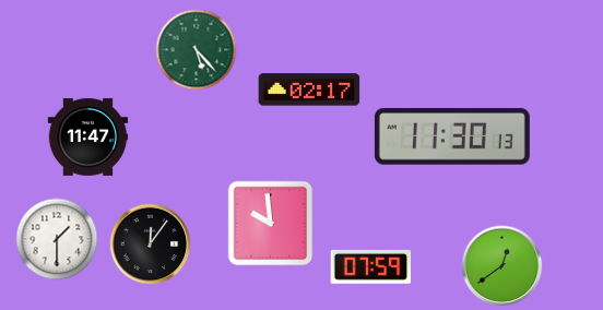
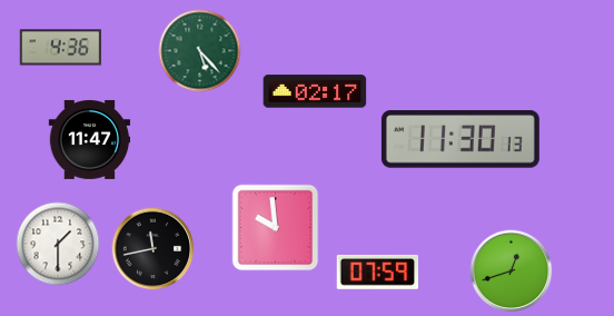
clock at (61, 48): none -> 4:36
clock at (151, 245): 12:06 -> 11:43
clock at (503, 266): 12:39 -> 12:42
